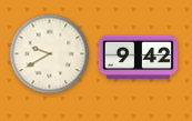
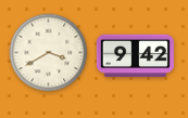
clock at (50, 54): 9:40 -> 3:40
